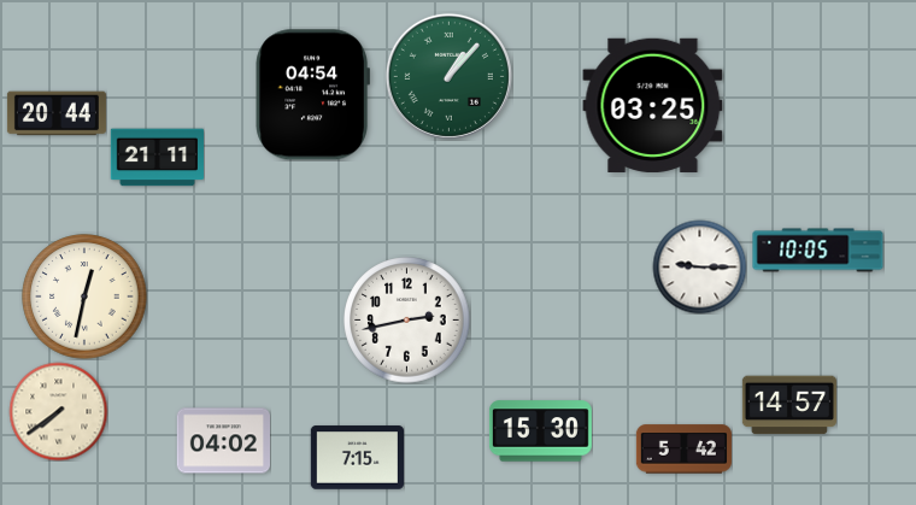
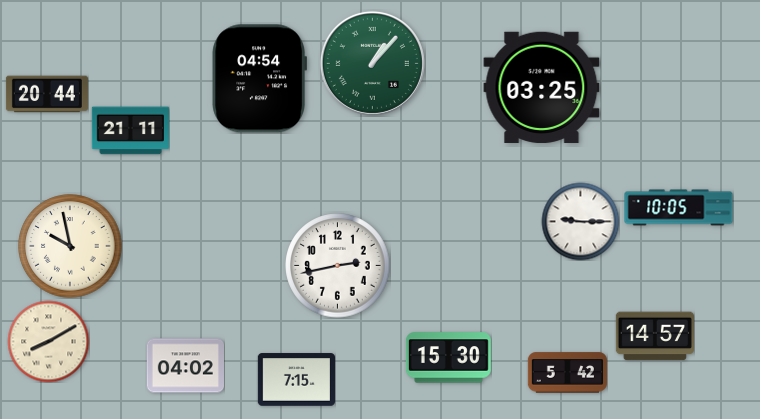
clock at (84, 296): 12:32 -> 9:58
clock at (58, 411): 7:39 -> 8:10
